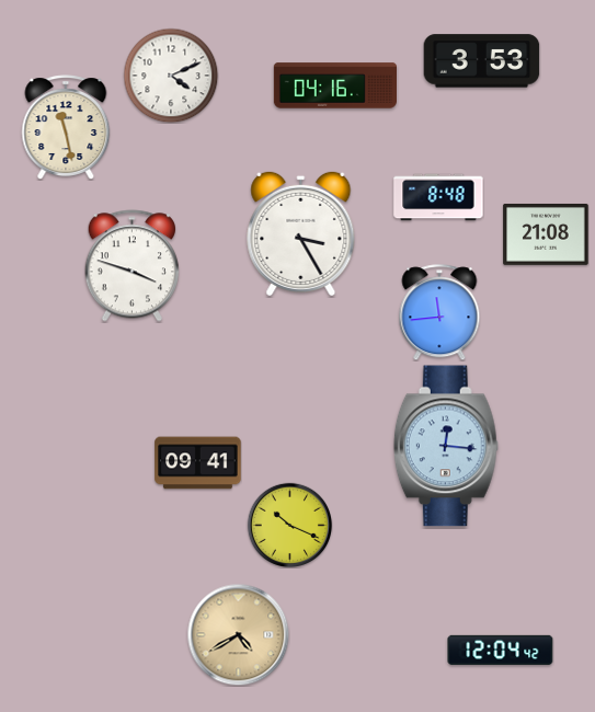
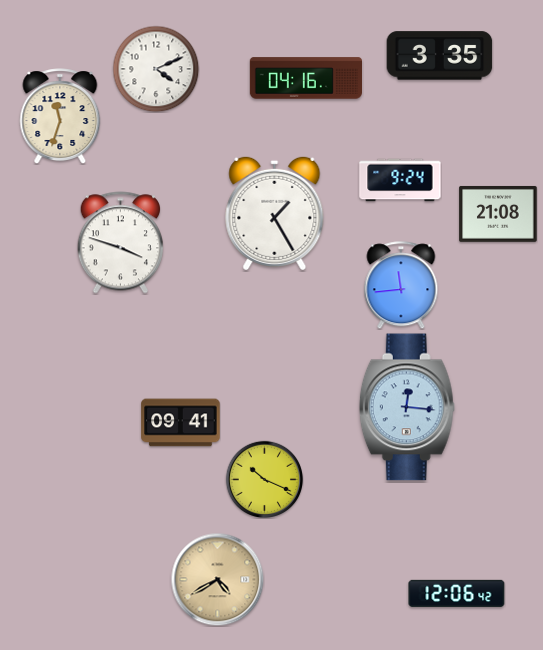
clock at (482, 61): 3:53 -> 3:35
clock at (66, 127): 11:28 -> 11:33
clock at (438, 197): 8:48 -> 9:24
clock at (301, 233): 3:25 -> 1:25
clock at (501, 650): 12:04 -> 12:06
